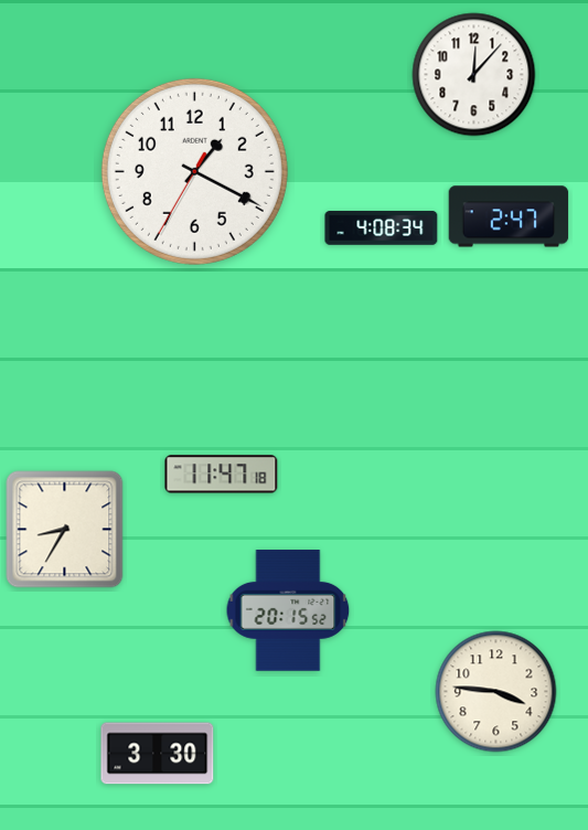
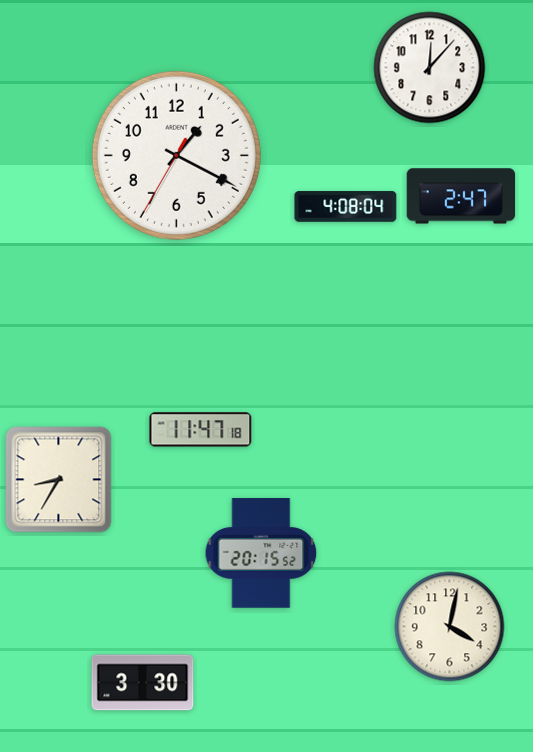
clock at (382, 228): 4:08:34 -> 4:08:04
clock at (496, 692): 3:46 -> 4:02
